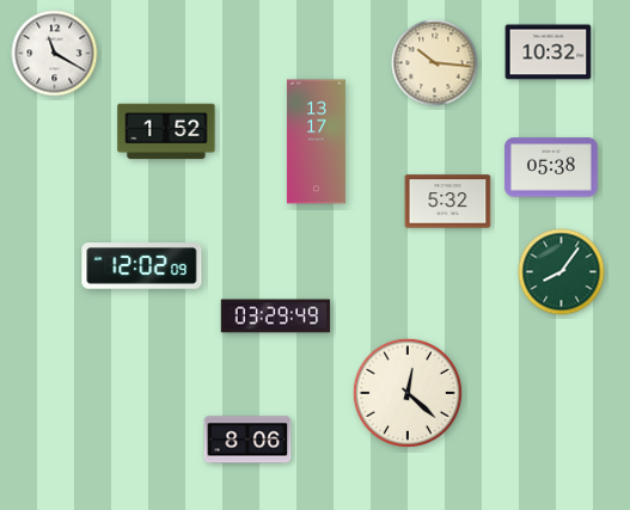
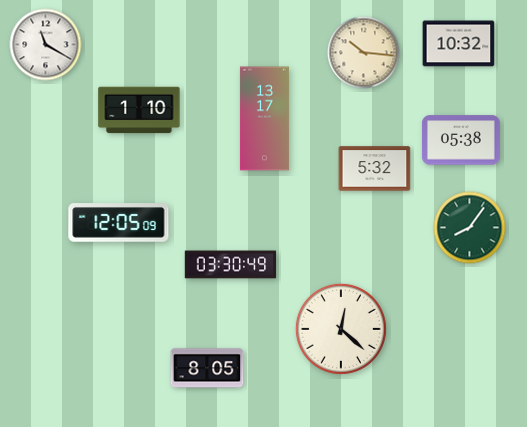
clock at (166, 131): 1:52 -> 1:10
clock at (142, 266): 12:02 -> 12:05
clock at (276, 317): 03:29 -> 03:30
clock at (247, 440): 8:06 -> 8:05
